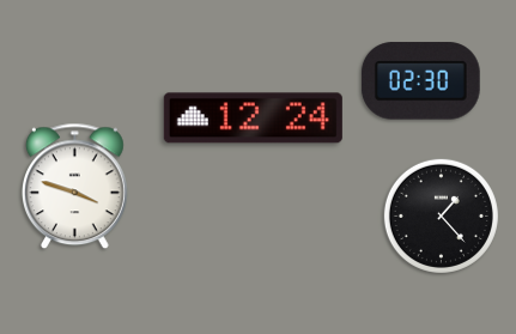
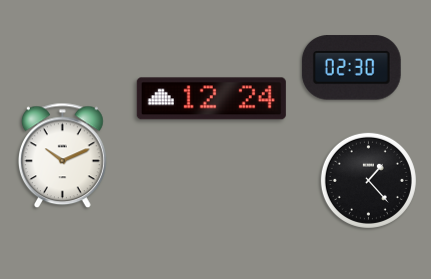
clock at (75, 187): 3:48 -> 10:11
